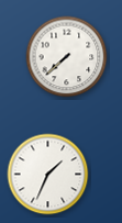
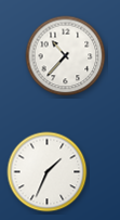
clock at (67, 57): 7:38 -> 10:37
